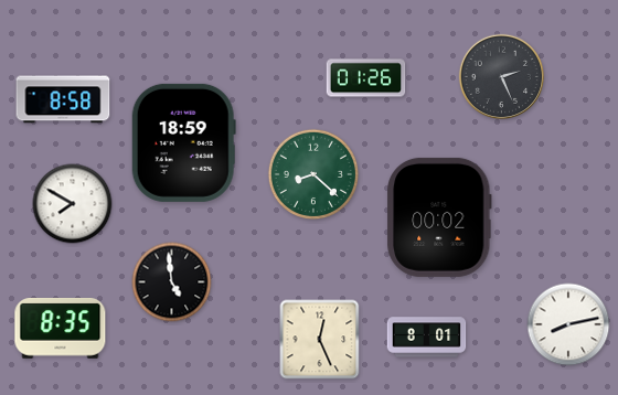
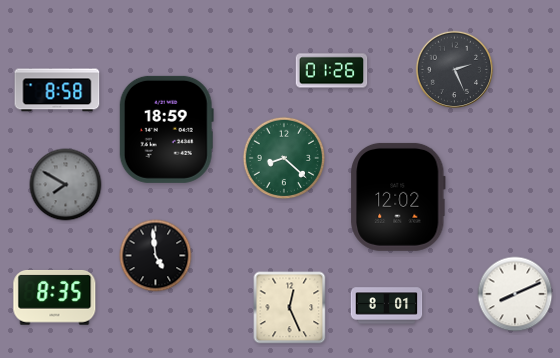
clock at (73, 204) dial: white -> grey
clock at (439, 217): 00:02 -> 12:02
clock at (568, 324): 8:13 -> 8:11
